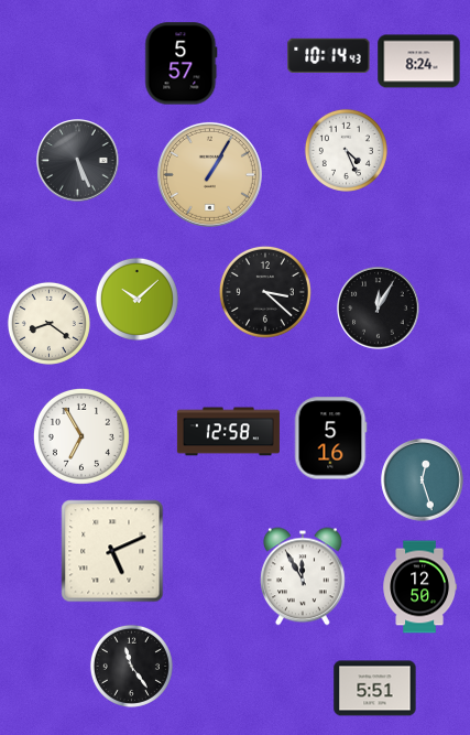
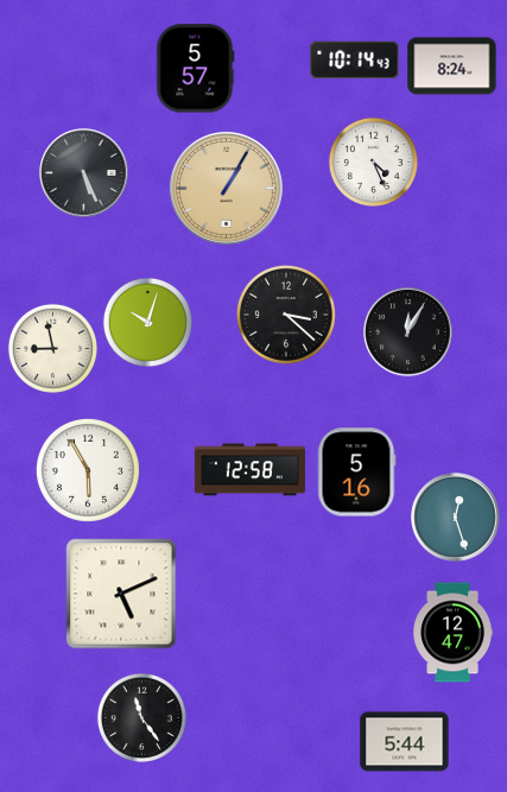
clock at (136, 299): 10:08 -> 10:03
clock at (48, 323): 8:21 -> 8:58
clock at (228, 432) position: (228, 432) -> (249, 470)
clock at (81, 436): 6:55 -> 5:55
clock at (304, 576): 11:55 -> none
clock at (419, 587): 12:50 -> 12:47
clock at (375, 689): 5:51 -> 5:44
